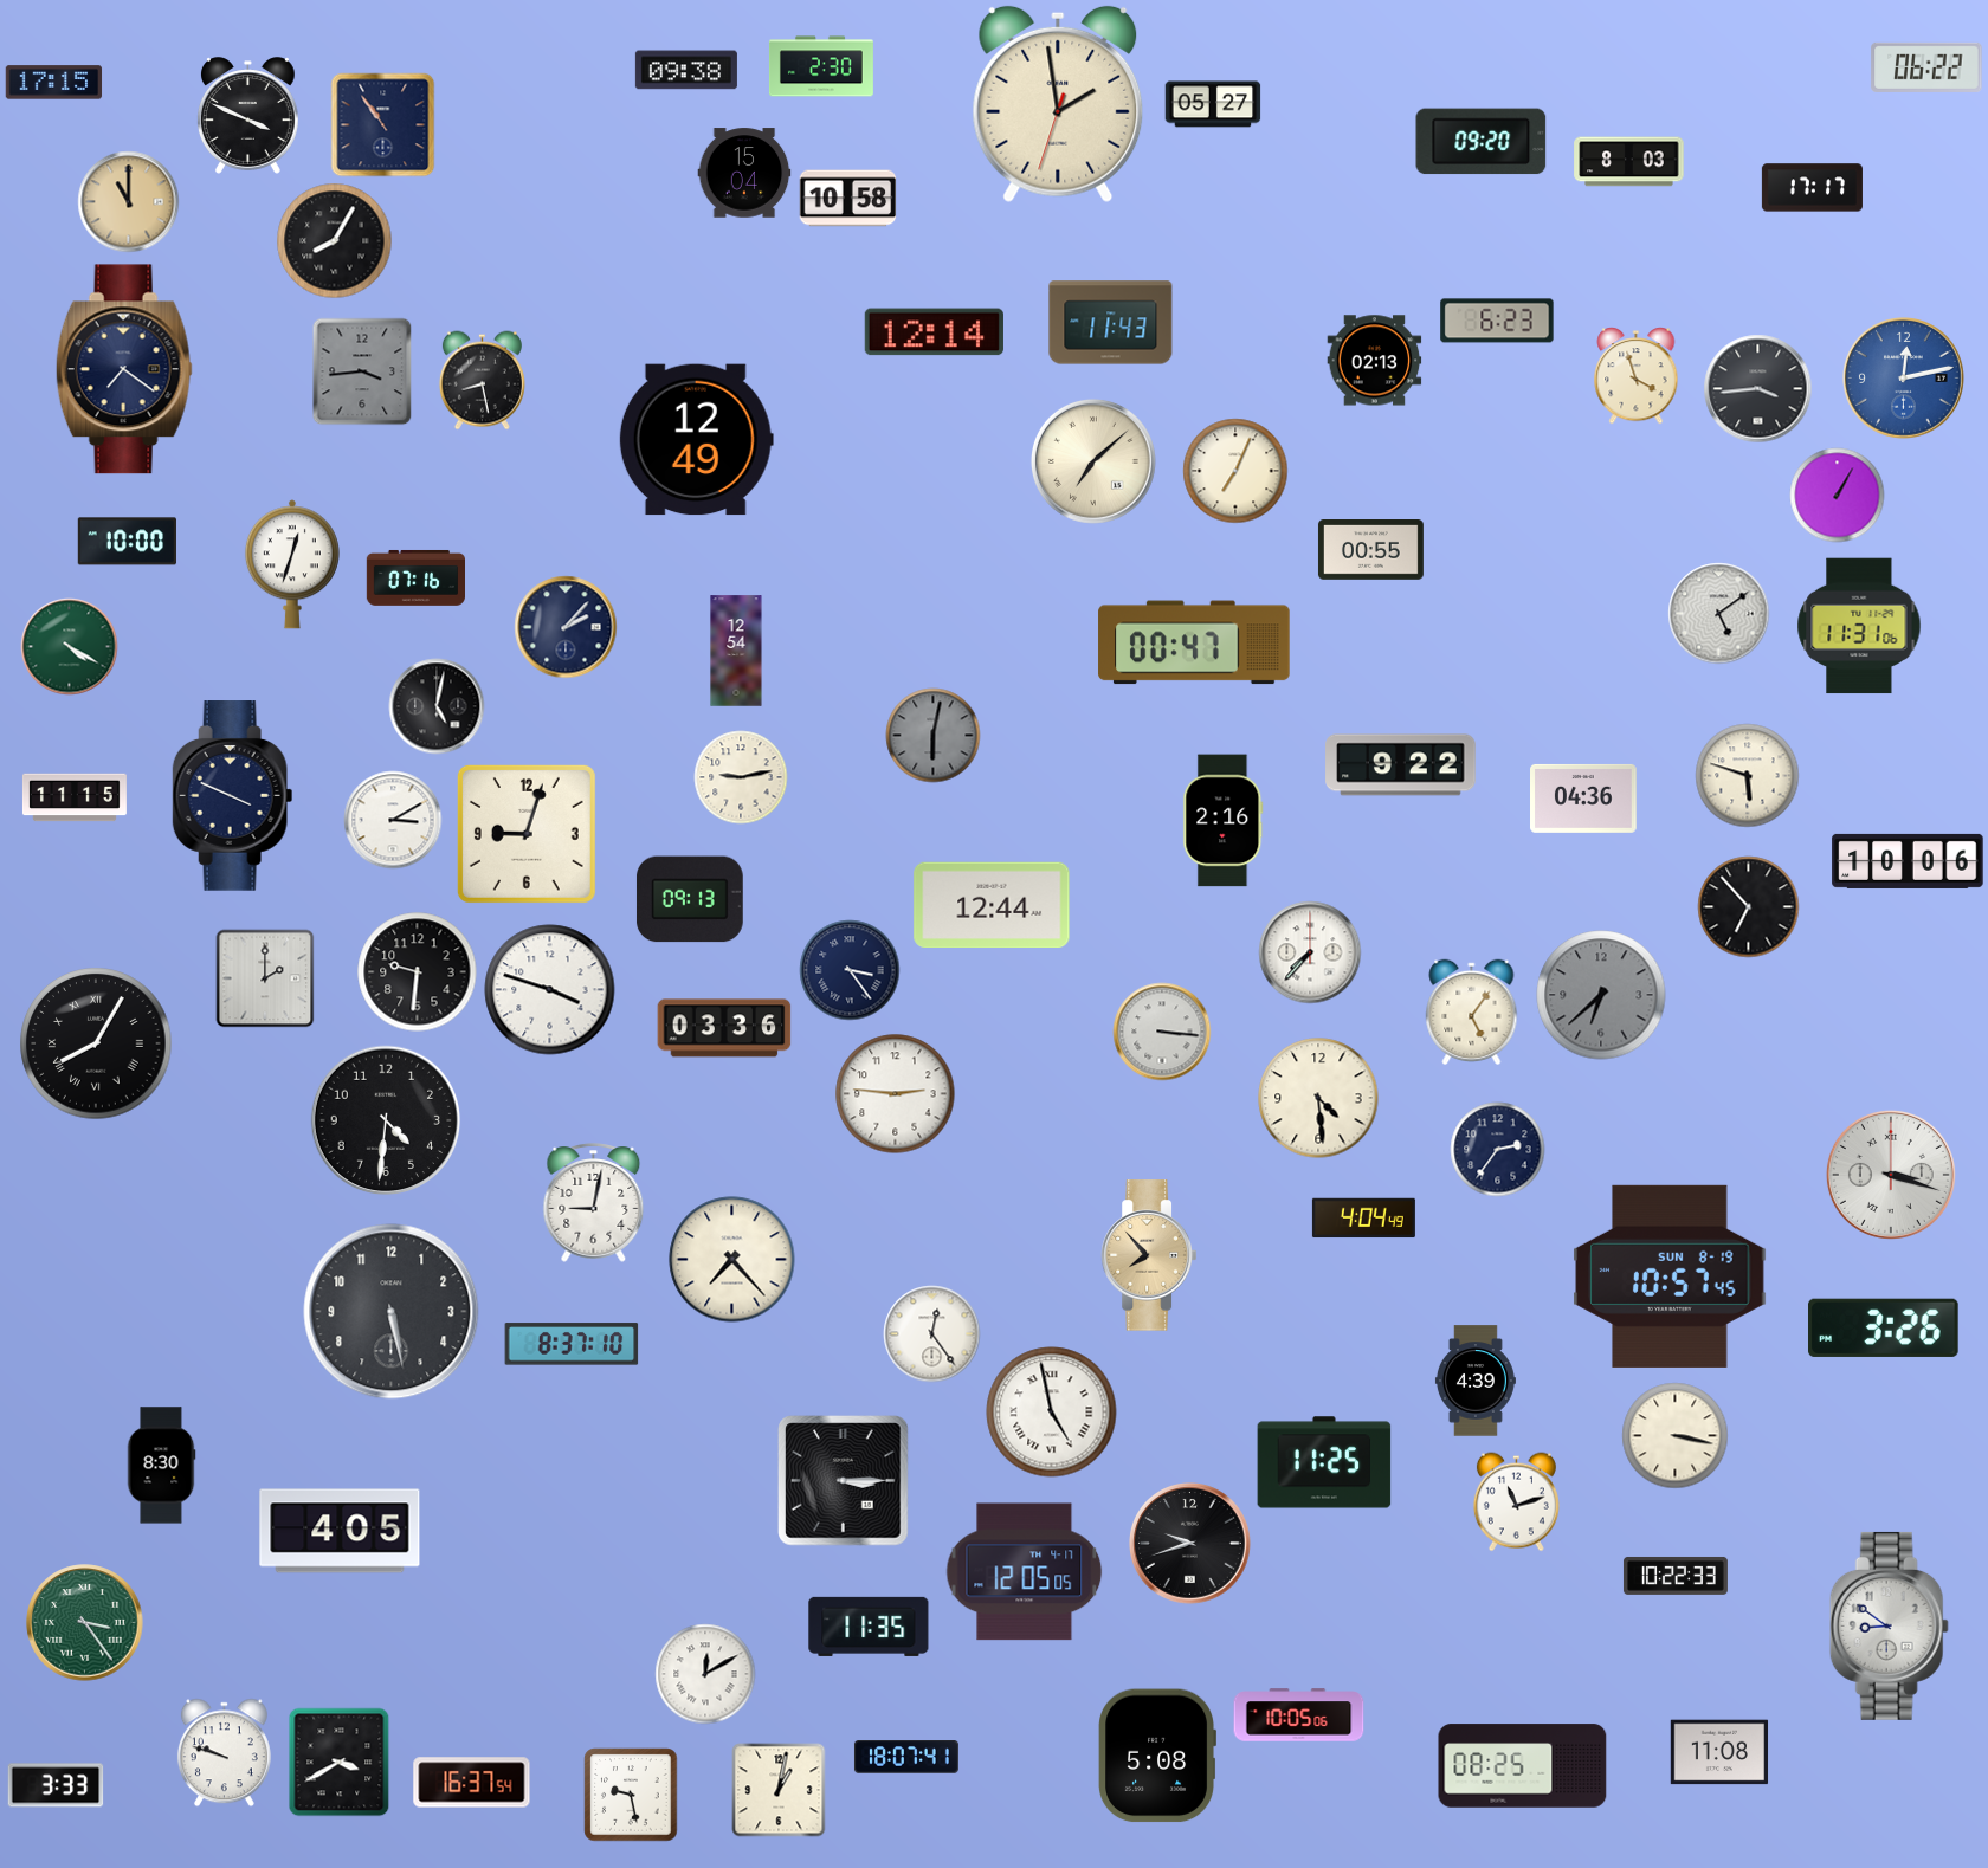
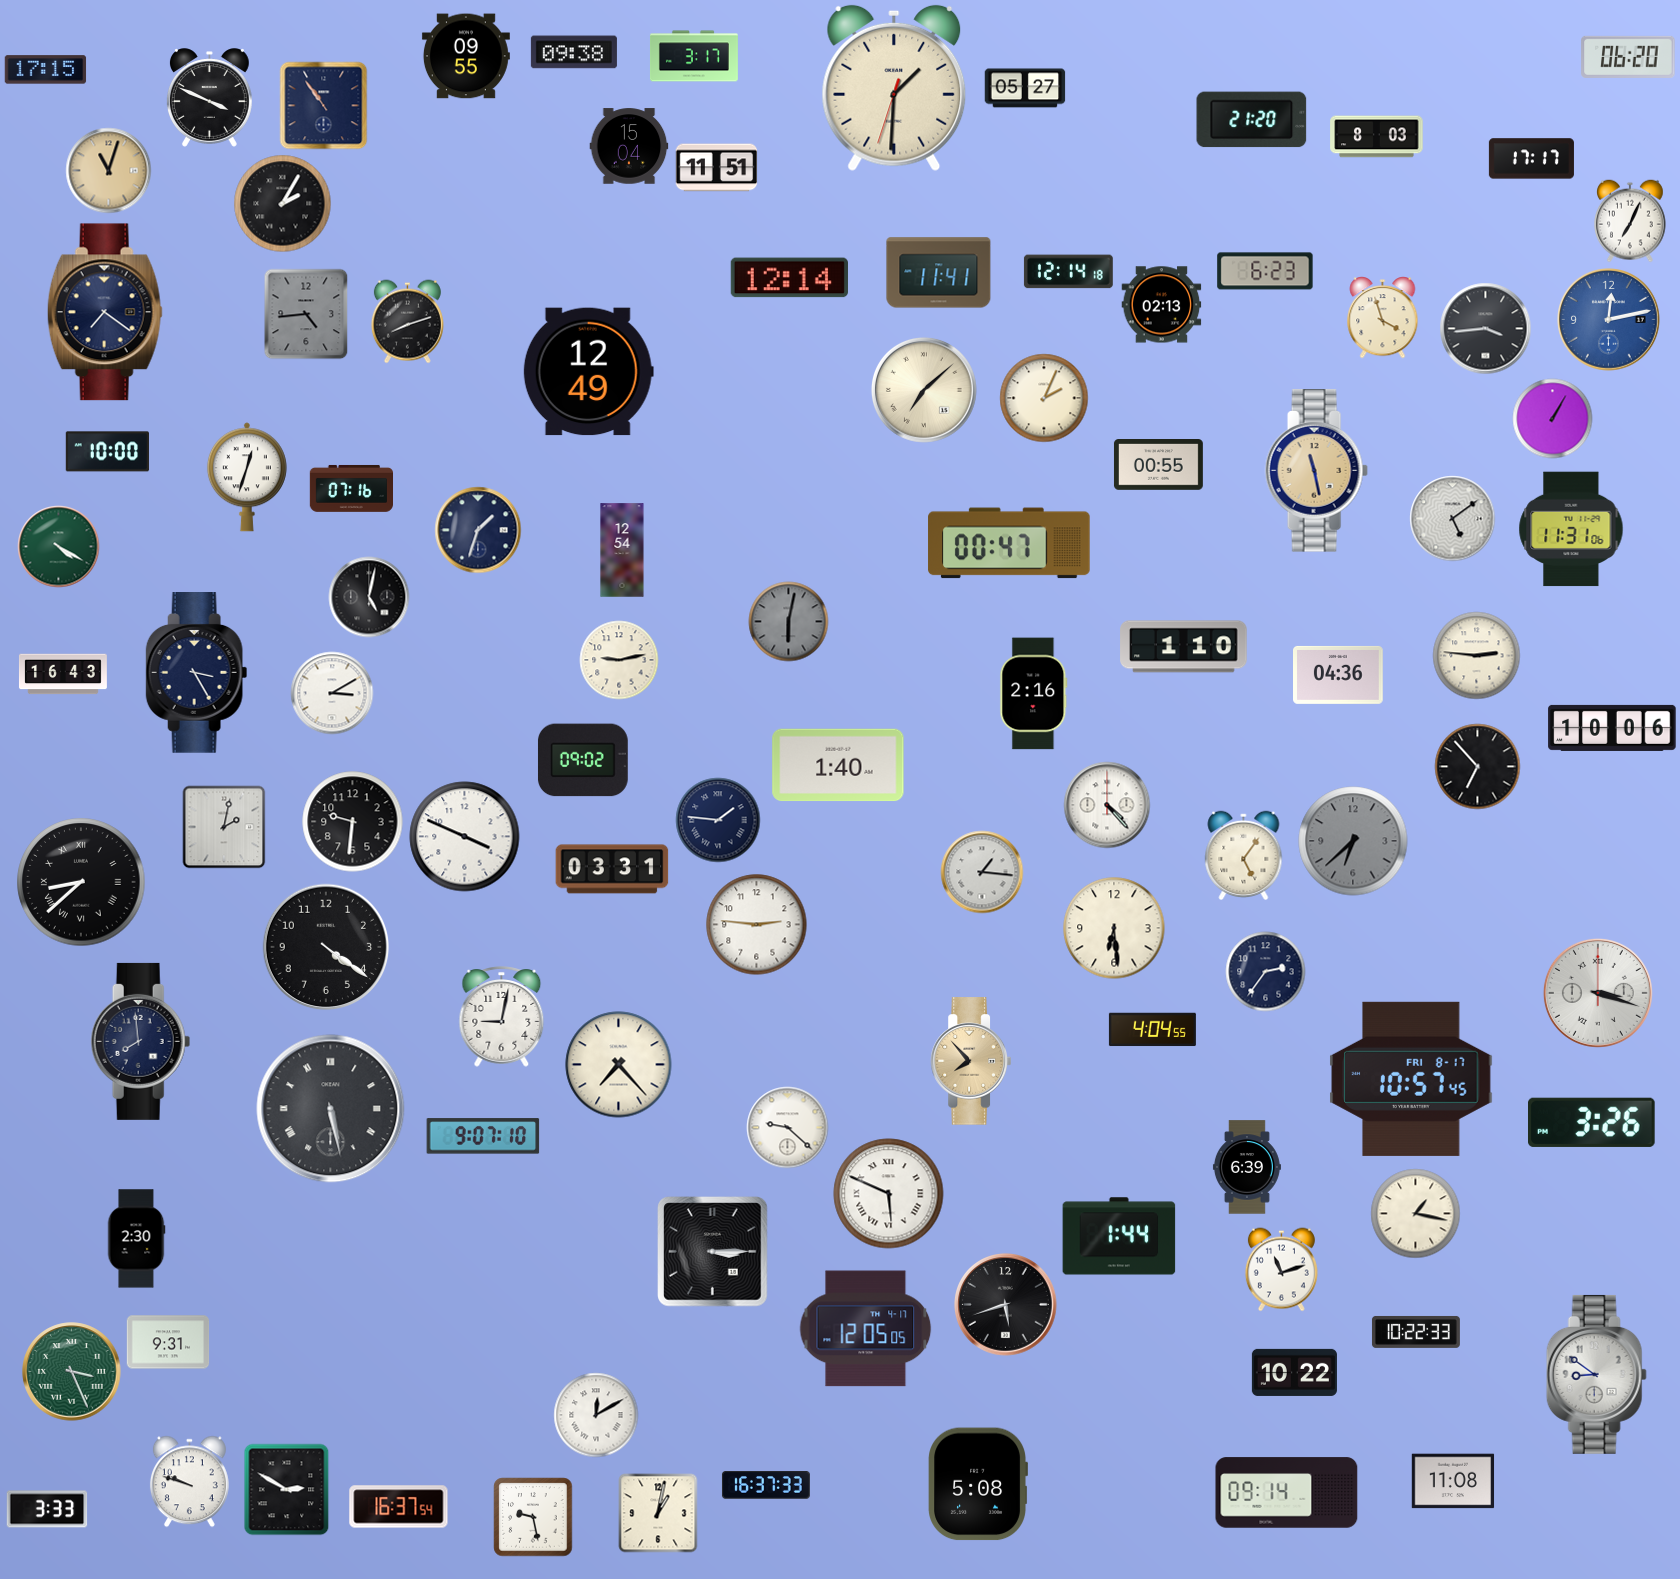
clock at (466, 56): none -> 09:55
clock at (821, 66): 2:30 -> 3:17
clock at (1926, 67): 06:22 -> 06:20
clock at (686, 70) position: (686, 70) -> (574, 52)
clock at (1058, 104): 1:58 -> 1:30
clock at (1482, 142): 09:20 -> 21:20
clock at (848, 199): 10:58 -> 11:51
clock at (129, 202): 11:00 -> 11:03
clock at (335, 241): 8:05 -> 2:05
clock at (1631, 221): none -> 7:04
clock at (1068, 272): none -> 12:14
clock at (1111, 323): 11:43 -> 11:41
clock at (934, 332) position: (934, 332) -> (789, 278)
clock at (362, 371): 3:44 -> 4:44
clock at (482, 381): 8:28 -> 8:12
clock at (1235, 471): 7:04 -> 2:04
clock at (127, 542) position: (127, 542) -> (107, 452)
clock at (1316, 471): none -> 11:28
clock at (566, 627): 2:07 -> 1:33
clock at (1401, 765): 9:22 -> 1:10
clock at (1748, 776): 5:48 -> 2:46
clock at (741, 777) position: (741, 777) -> (619, 660)
clock at (233, 796): 3:49 -> 3:25
clock at (75, 797): 11:15 -> 16:43
clock at (527, 834): 9:03 -> none
clock at (690, 899): 09:13 -> 09:02
clock at (992, 905): 12:44 -> 1:40
clock at (1310, 952): 7:37 -> 4:23
clock at (850, 970): 3:24 -> 1:46
clock at (265, 978): 2:00 -> 2:02
clock at (550, 990): 3:48 -> 3:49
clock at (724, 1028): 03:36 -> 03:31
clock at (1162, 1032): 3:16 -> 1:16
clock at (96, 1043): 8:05 -> 8:38
clock at (1318, 1098): 4:29 -> 6:29
clock at (386, 1120): 4:31 -> 4:21
clock at (1363, 1219): 4:04:49 -> 4:04:55
clock at (141, 1041): none -> 7:59
clock at (1670, 1276) date: SUN 8-19 -> FRI 8-17
clock at (392, 1312) numerals: Arabic -> Roman
clock at (932, 1334): 12:24 -> 9:22
clock at (572, 1344): 8:37 -> 9:07
clock at (1476, 1381): 4:39 -> 6:39
clock at (1052, 1413): 4:58 -> 5:49
clock at (1676, 1436): 3:17 -> 1:17
clock at (1324, 1462): 11:25 -> 1:44
clock at (161, 1466): 8:30 -> 2:30
clock at (340, 1531): 4:05 -> none
clock at (1190, 1544): 9:42 -> 5:42
clock at (168, 1342): none -> 9:31
clock at (85, 1623): 3:24 -> 3:26
clock at (1294, 1372): none -> 10:22
clock at (869, 1627): 11:35 -> none
clock at (1299, 1715): 10:05 -> none
clock at (906, 1757): 18:07 -> 16:37
clock at (340, 1763): 3:40 -> 2:50
clock at (1523, 1766): 08:25 -> 09:14
